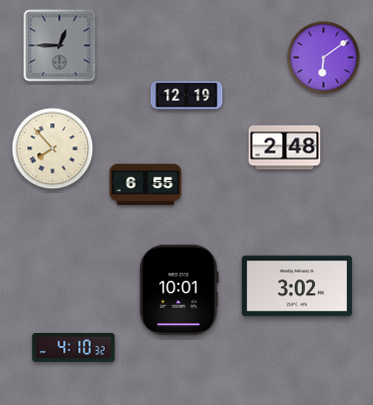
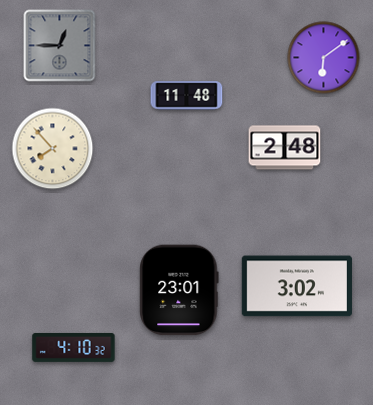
clock at (187, 96): 12:19 -> 11:48
clock at (146, 185): 6:55 -> none
clock at (179, 290): 10:01 -> 23:01
